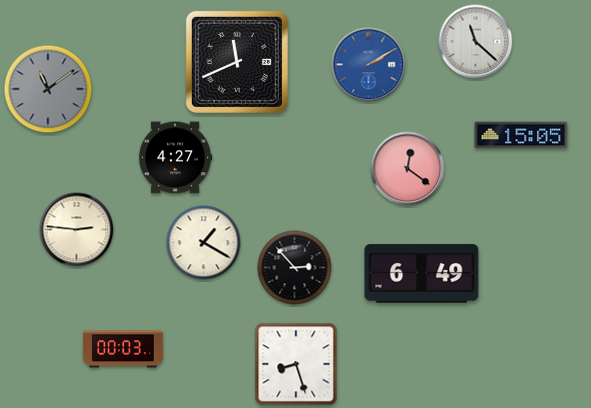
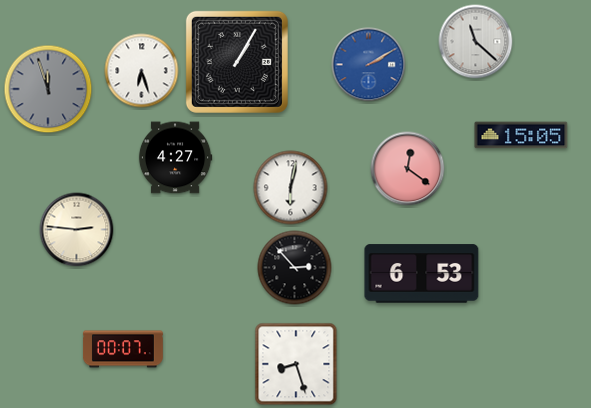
clock at (237, 62): 11:41 -> 1:05
clock at (142, 71): none -> 6:27
clock at (48, 89): 11:09 -> 11:57
clock at (291, 188): none -> 6:02
clock at (204, 243): 1:20 -> none
clock at (422, 274): 6:49 -> 6:53
clock at (123, 349): 00:03 -> 00:07
